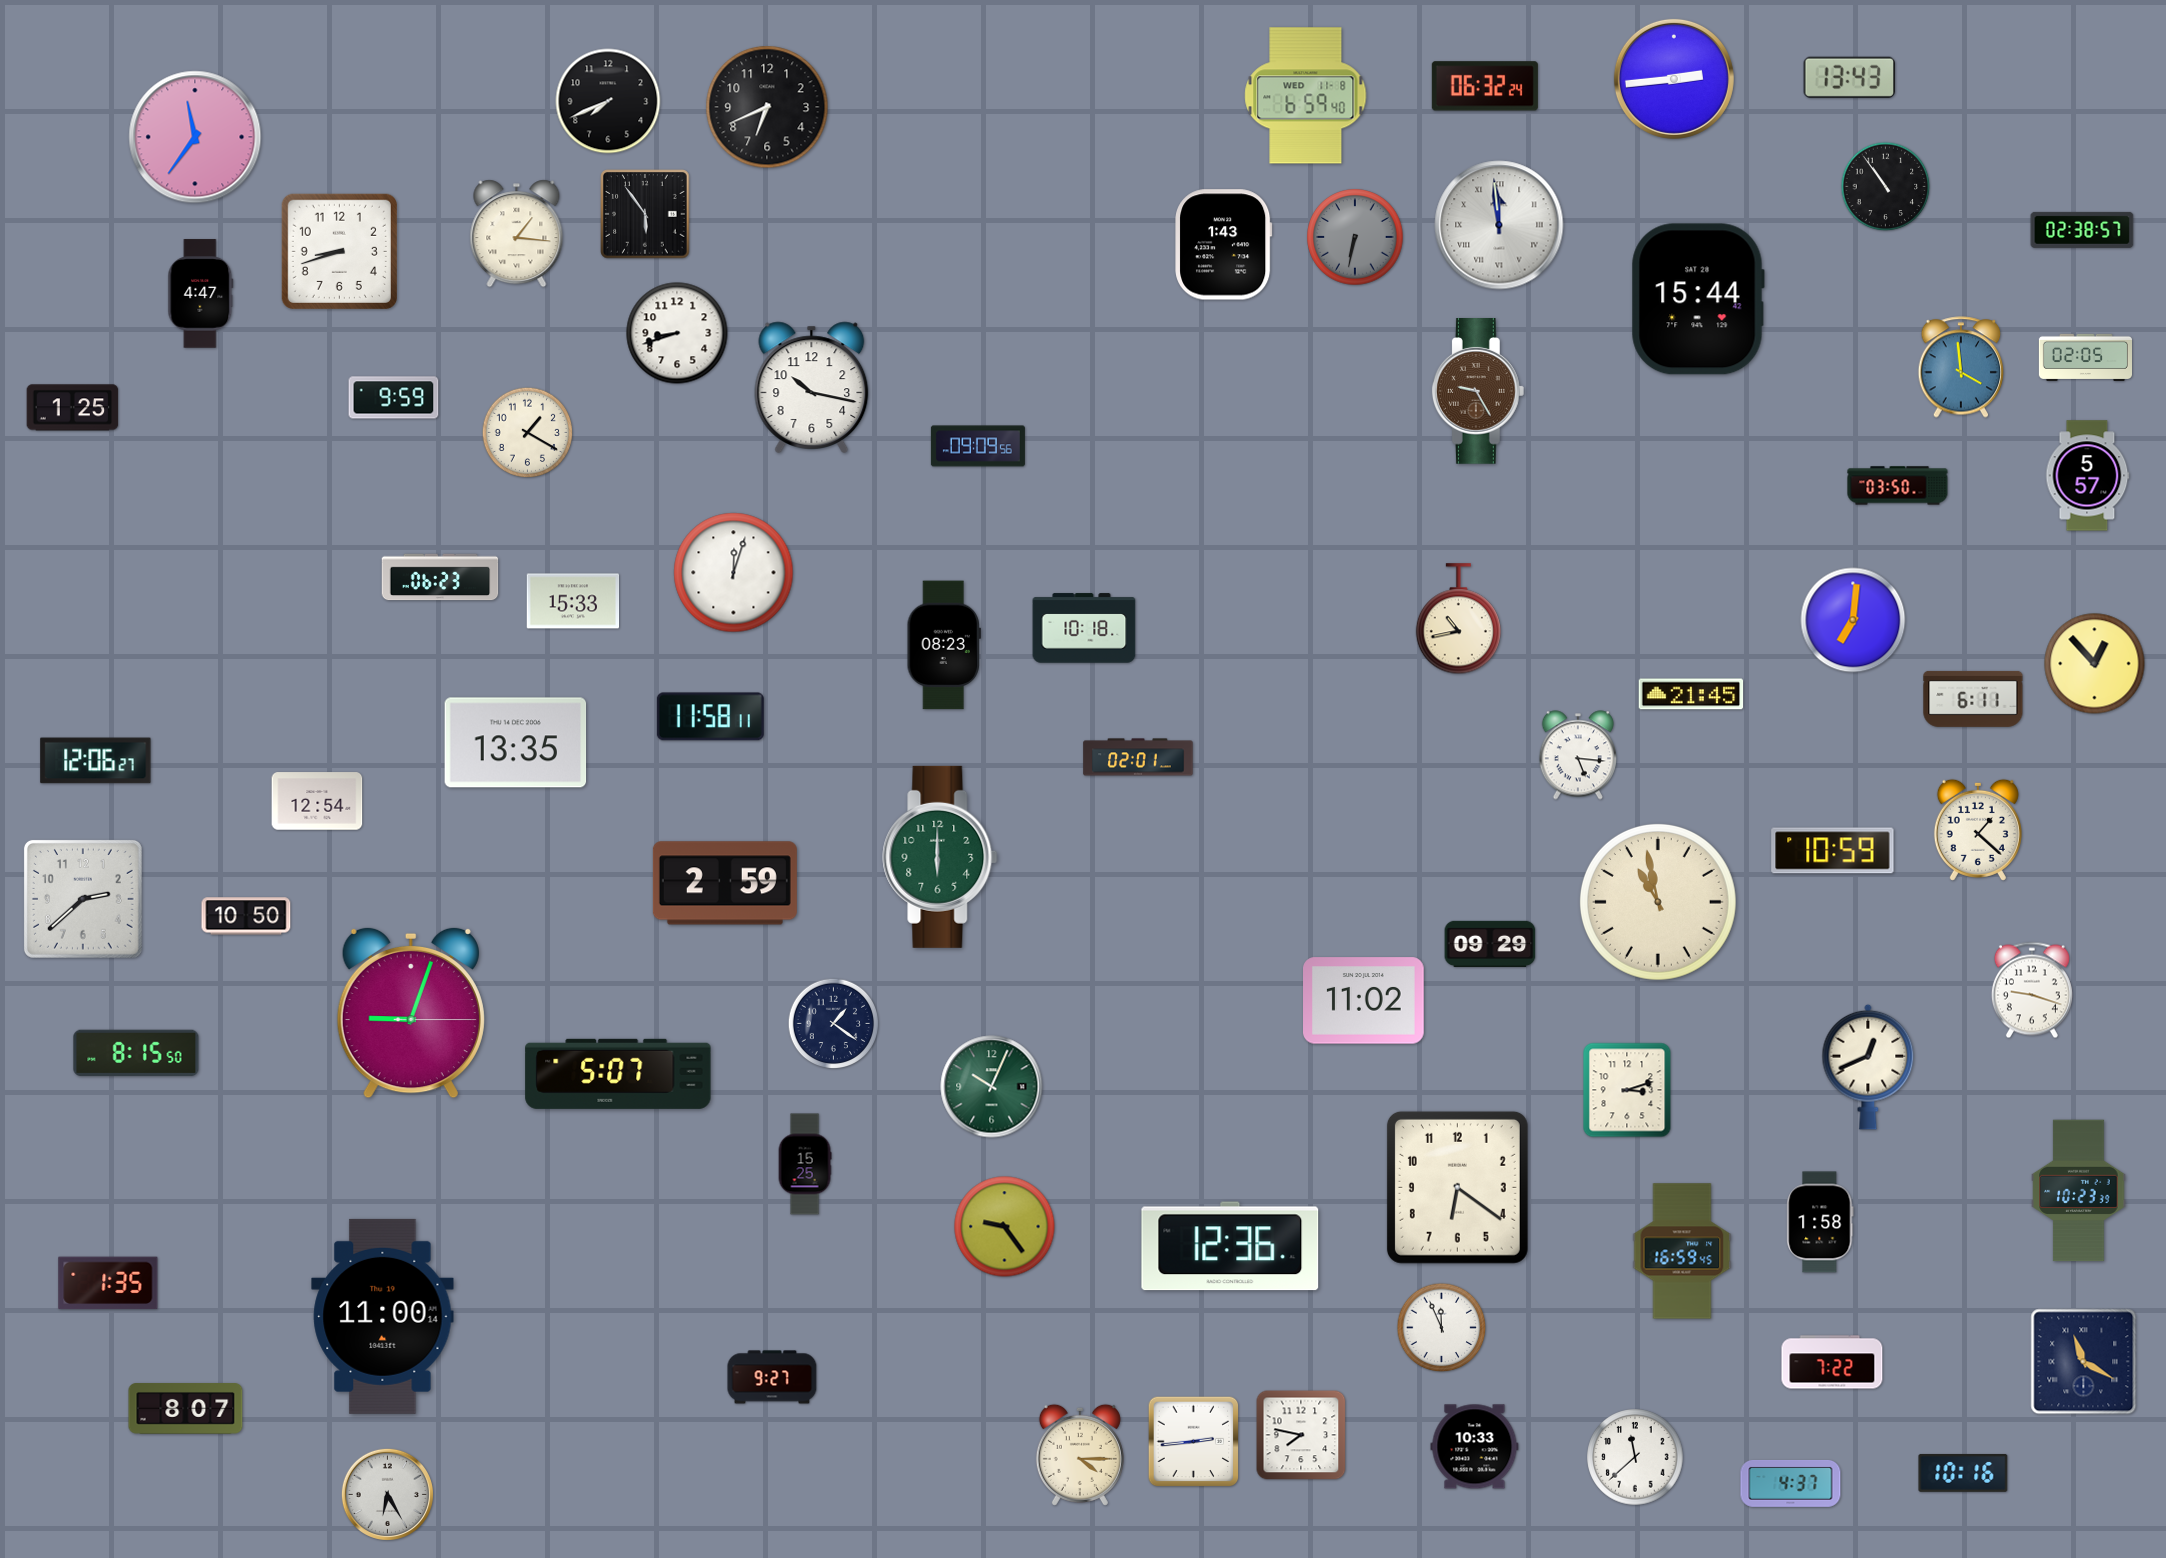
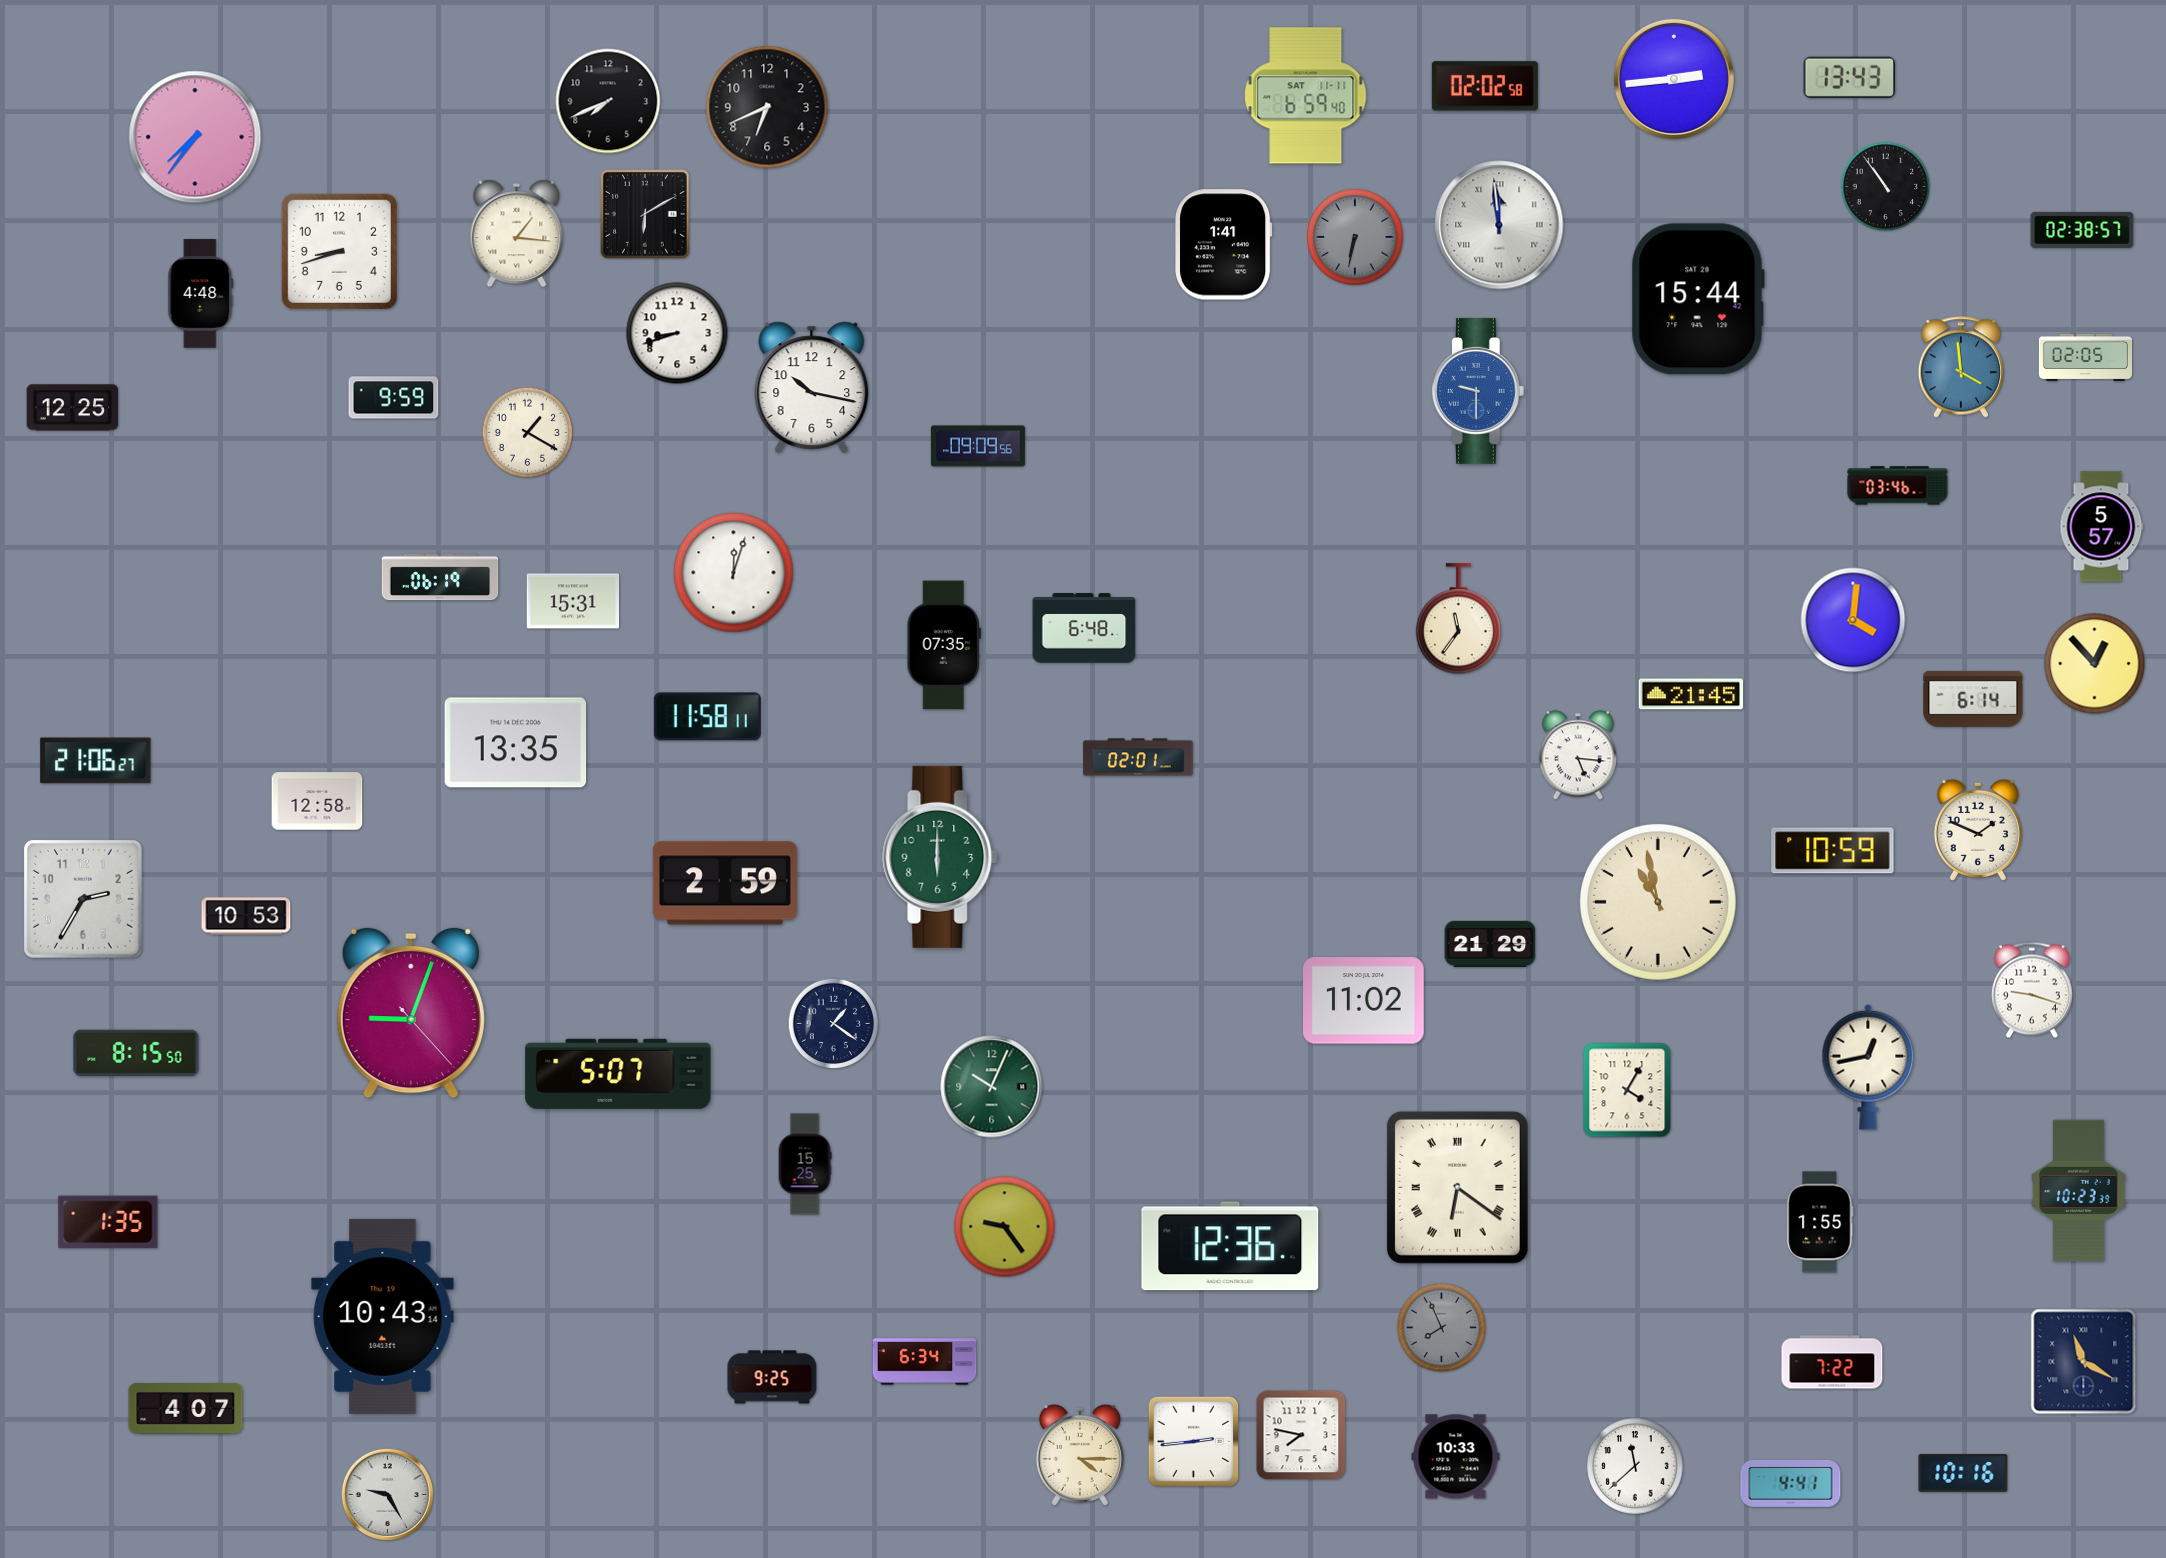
clock at (1485, 86): 06:32 -> 02:02
clock at (1306, 96) date: WED 11-8 -> SAT 11-11
clock at (195, 137): 11:36 -> 7:36
clock at (645, 214): 5:54 -> 6:10
clock at (1224, 245): 1:43 -> 1:41
clock at (201, 294): 4:47 -> 4:48
clock at (1478, 392): 9:25 -> 9:30
clock at (1478, 392) dial: brown -> blue
clock at (73, 408): 1:25 -> 12:25
clock at (2088, 476) position: (2088, 476) -> (2102, 527)
clock at (1898, 486): 03:50 -> 03:46
clock at (440, 577): 06:23 -> 06:19
clock at (573, 601): 15:33 -> 15:31
clock at (1458, 619): 10:43 -> 11:36
clock at (1853, 620): 7:01 -> 4:01
clock at (1084, 628): 10:18 -> 6:48
clock at (944, 645): 08:23 -> 07:35
clock at (1973, 699): 6:11 -> 6:14
clock at (710, 717) position: (710, 717) -> (707, 717)
clock at (96, 761): 12:06 -> 21:06
clock at (317, 801): 12:54 -> 12:58
clock at (1978, 830): 1:22 -> 1:49
clock at (83, 899): 2:38 -> 2:35
clock at (246, 916): 10:50 -> 10:53
clock at (1490, 944): 09:29 -> 21:29
clock at (411, 1013): 9:03:15 -> 9:03:23
clock at (1868, 1067): 12:41 -> 12:43
clock at (1627, 1090): 3:12 -> 4:05
clock at (1457, 1187) numerals: Arabic -> Roman
clock at (1820, 1222): 1:58 -> 1:55
clock at (1682, 1251): 16:59 -> none
clock at (108, 1283) position: (108, 1283) -> (108, 1222)
clock at (383, 1316): 11:00 -> 10:43
clock at (1442, 1328): 11:56 -> 7:56
clock at (1442, 1328) dial: white -> grey
clock at (925, 1362): none -> 6:34
clock at (772, 1377): 9:27 -> 9:25
clock at (186, 1409): 8:07 -> 4:07
clock at (1475, 1447) position: (1475, 1447) -> (1456, 1457)
clock at (1635, 1457) position: (1635, 1457) -> (1635, 1466)
clock at (1791, 1483): 4:37 -> 4:41
clock at (387, 1494): 6:25 -> 9:25
